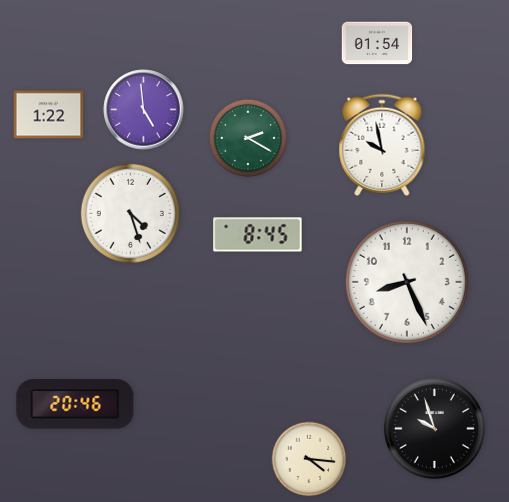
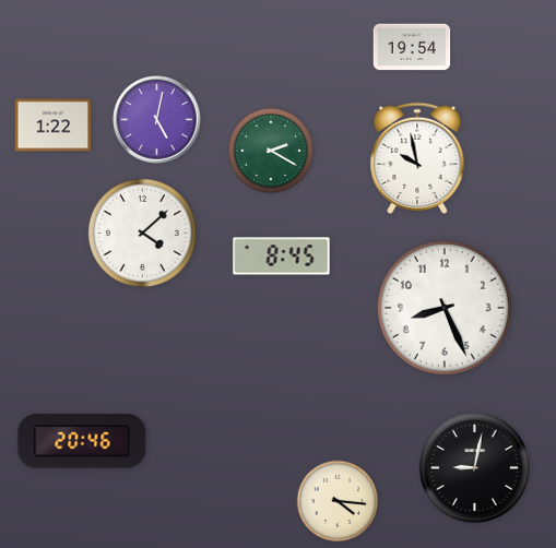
clock at (377, 43): 01:54 -> 19:54
clock at (144, 110): 4:59 -> 5:02
clock at (130, 213): 4:27 -> 4:08
clock at (434, 428): 9:57 -> 9:02
